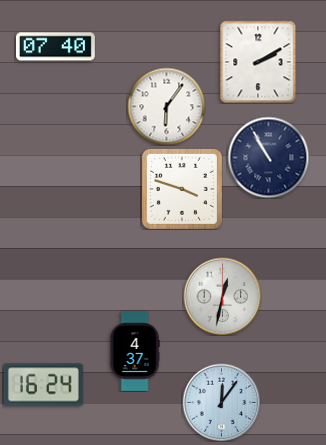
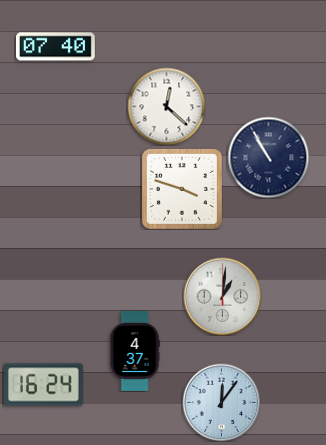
clock at (258, 62): 2:10 -> none
clock at (166, 106): 6:06 -> 12:22
clock at (222, 296): 12:32 -> 1:01
